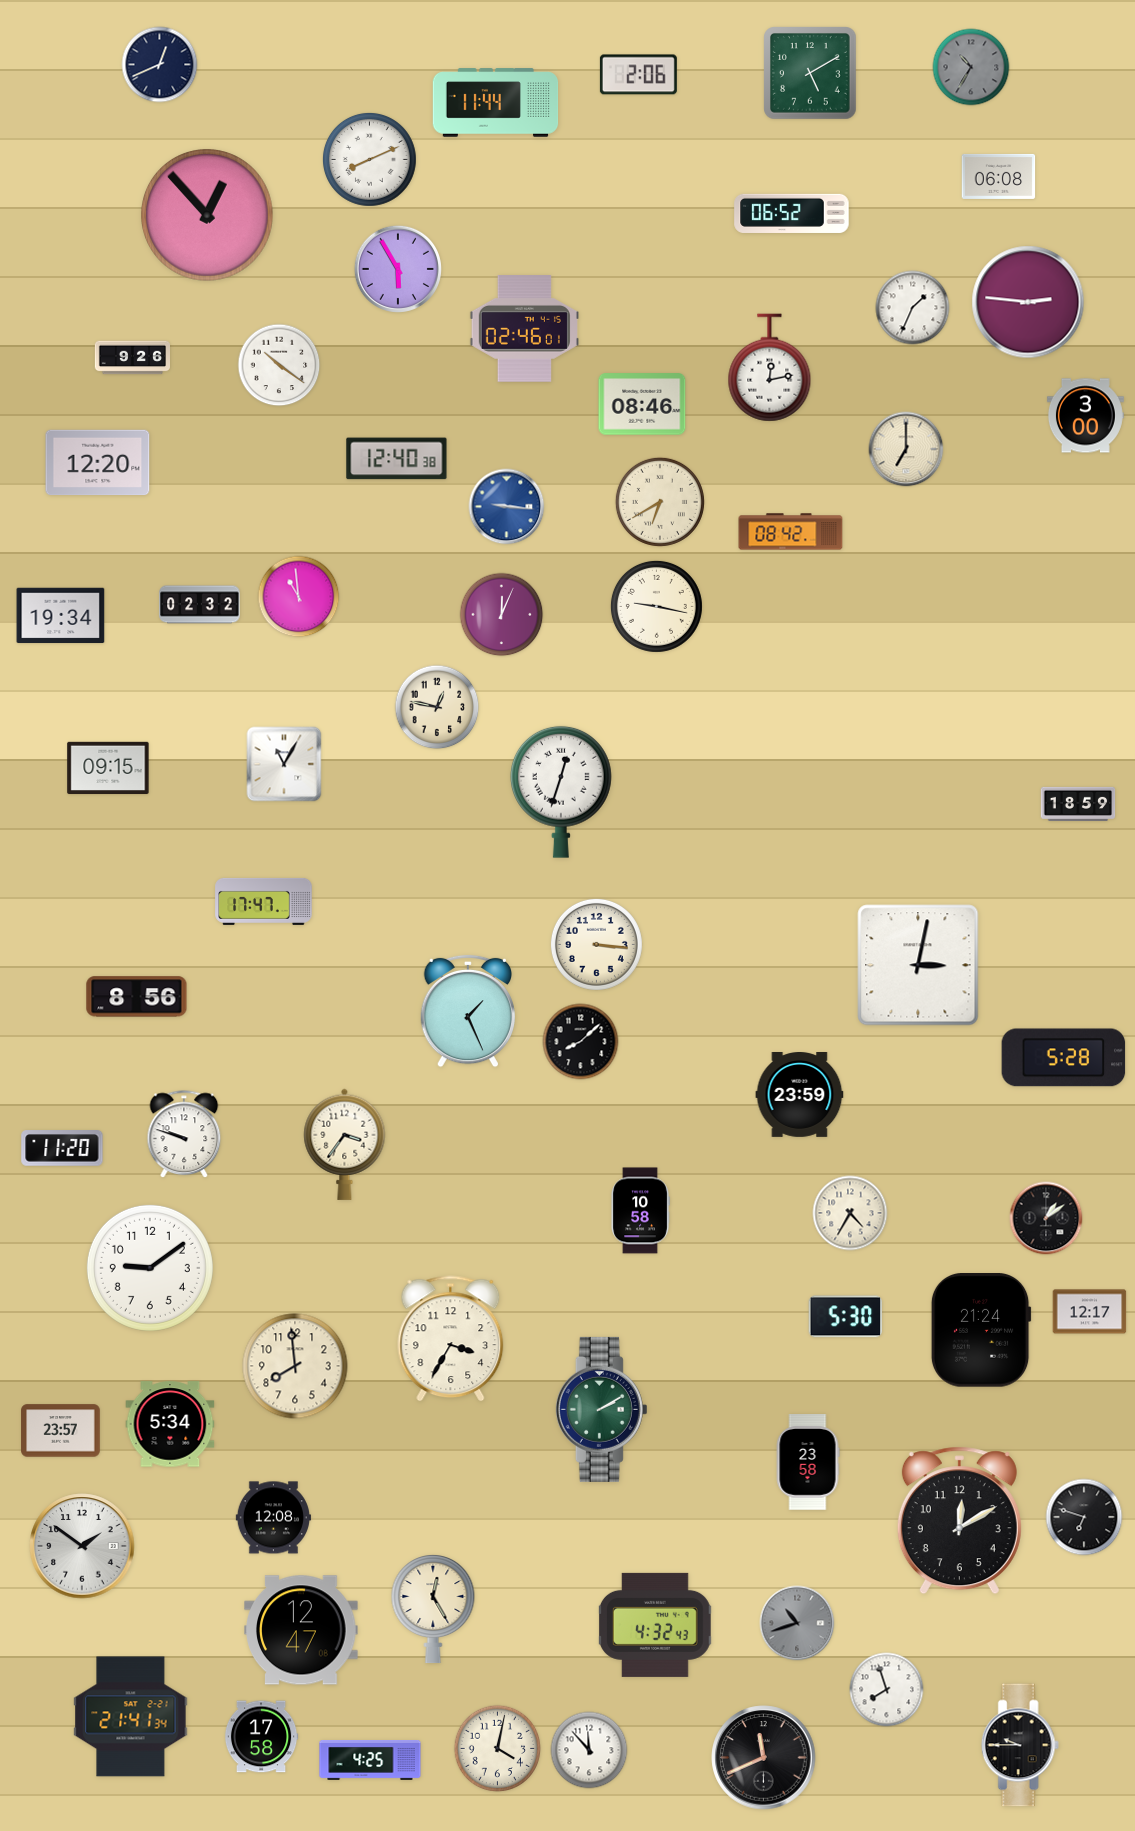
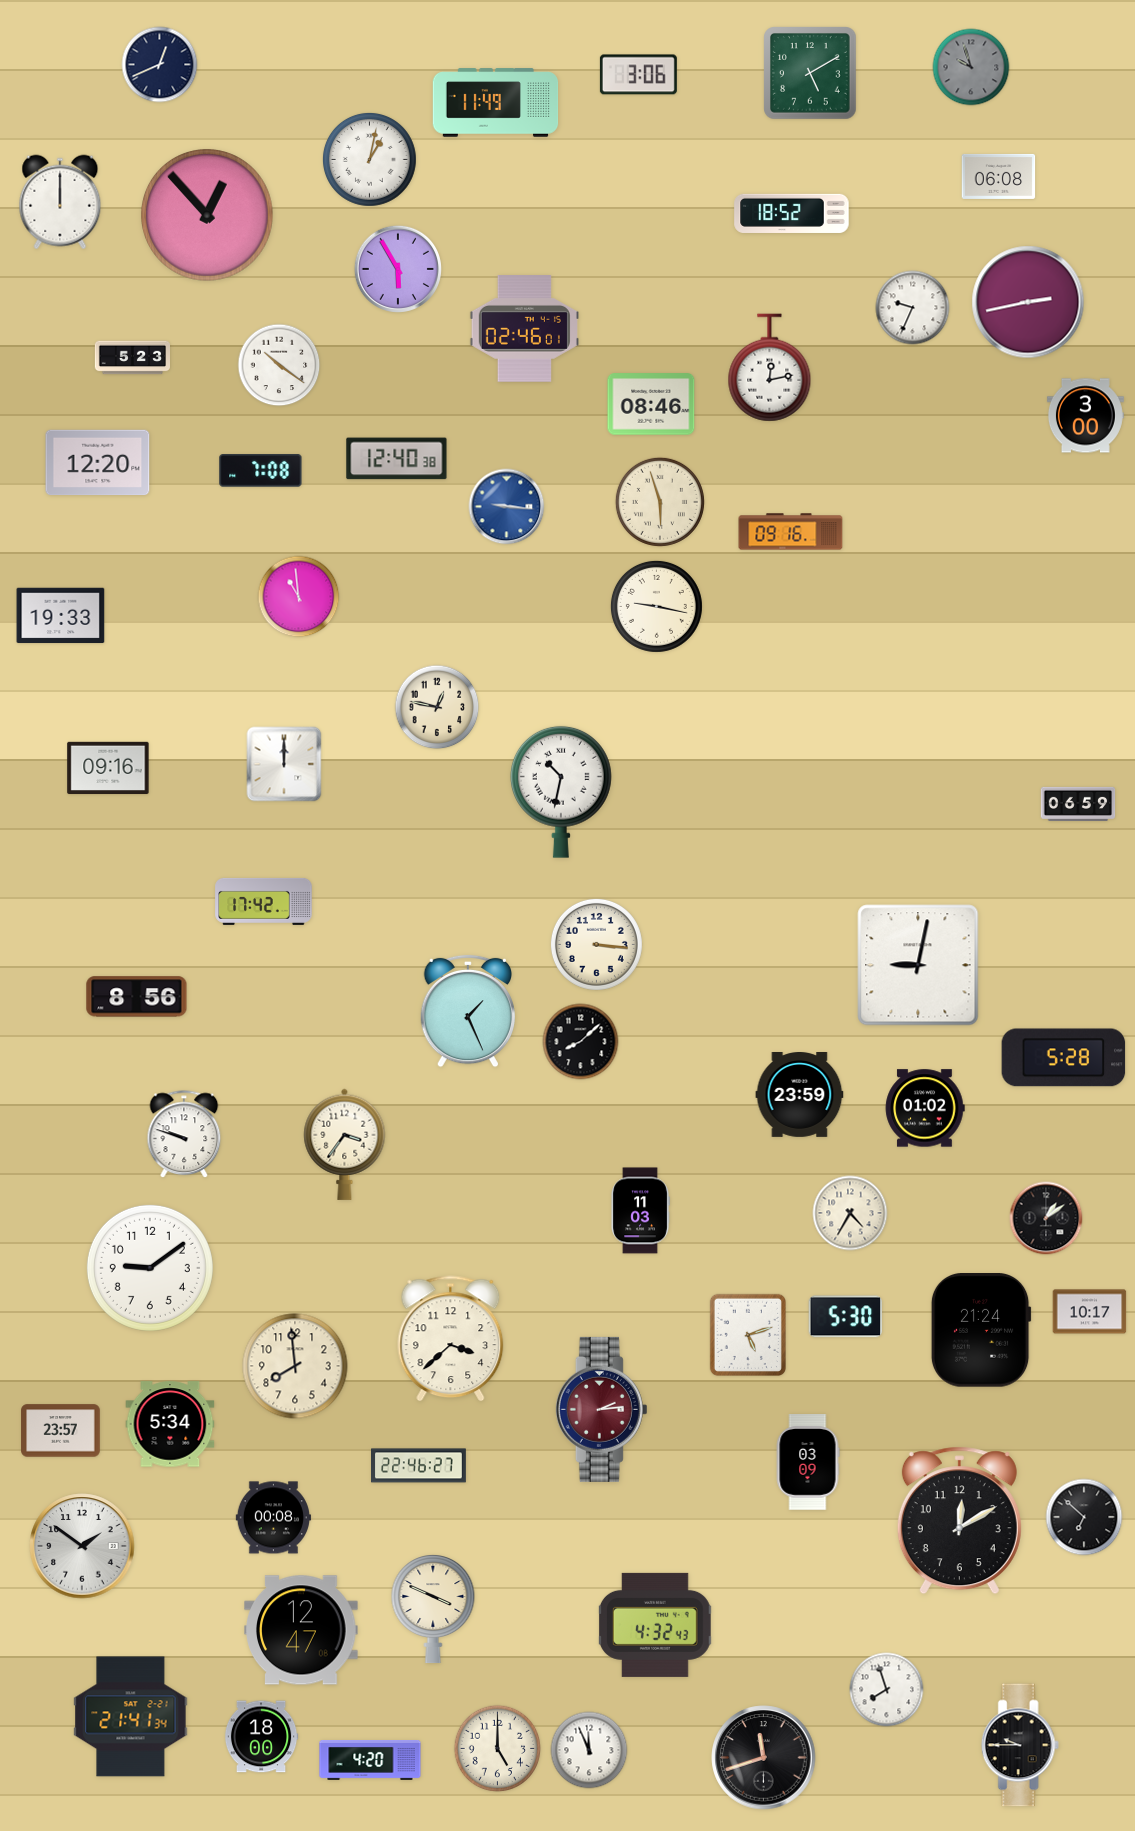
clock at (971, 67): 10:35 -> 9:57
clock at (638, 75): 2:06 -> 3:06
clock at (496, 103): 11:44 -> 11:49
clock at (369, 159): 8:11 -> 1:02
clock at (60, 202): none -> 12:00
clock at (792, 213): 06:52 -> 18:52
clock at (1028, 302): 2:46 -> 2:43
clock at (913, 308): 1:34 -> 9:34
clock at (133, 358): 9:26 -> 5:23
clock at (642, 404) position: (642, 404) -> (651, 404)
clock at (906, 449): 7:00 -> none
clock at (261, 471): none -> 7:08
clock at (660, 502): 6:40 -> 5:57
clock at (791, 532): 08:42 -> 09:16
clock at (200, 605): 02:32 -> none
clock at (502, 615): 12:04 -> none
clock at (61, 616): 19:34 -> 19:33
clock at (284, 764): 11:05 -> 12:00
clock at (108, 768): 09:15 -> 09:16
clock at (561, 792): 12:33 -> 10:32
clock at (1078, 804): 18:59 -> 06:59
clock at (264, 901): 17:47 -> 17:42
clock at (918, 965): 3:02 -> 9:02
clock at (925, 1108): none -> 01:02
clock at (62, 1148): 11:20 -> none
clock at (640, 1211): 10:58 -> 11:03
clock at (1090, 1312): 12:17 -> 10:17
clock at (748, 1334): none -> 5:12
clock at (451, 1339): 3:35 -> 3:38
clock at (601, 1409): 2:10 -> 2:14
clock at (601, 1409) dial: green -> burgundy
clock at (808, 1462): 23:58 -> 03:09
clock at (419, 1466): none -> 22:46
clock at (1084, 1517): 6:48 -> 6:52
clock at (273, 1518): 12:08 -> 00:08
clock at (433, 1610): 12:25 -> 3:49
clock at (797, 1623): 10:42 -> none
clock at (261, 1737): 17:58 -> 18:00
clock at (498, 1749): 4:02 -> 5:00
clock at (589, 1750): 11:53 -> 11:56
clock at (764, 1758): 11:41 -> 11:42
clock at (370, 1761): 4:25 -> 4:20
